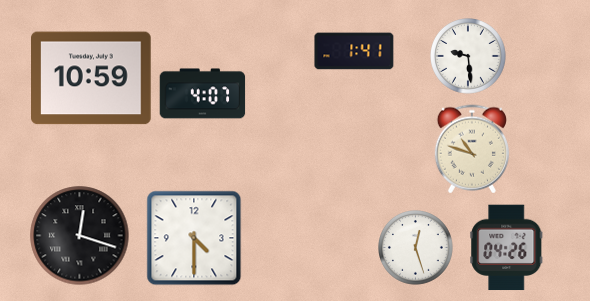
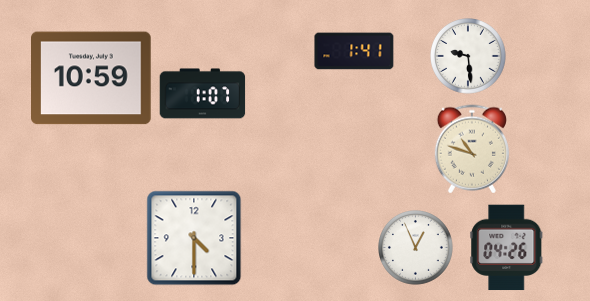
clock at (203, 94): 4:07 -> 1:07
clock at (80, 236): 12:18 -> none
clock at (416, 248): 12:27 -> 12:56
